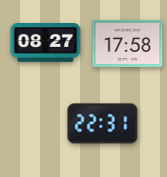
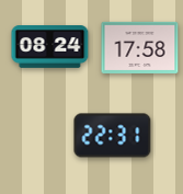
clock at (46, 43): 08:27 -> 08:24
